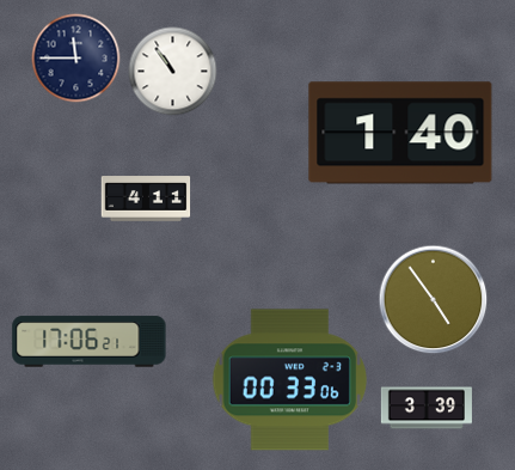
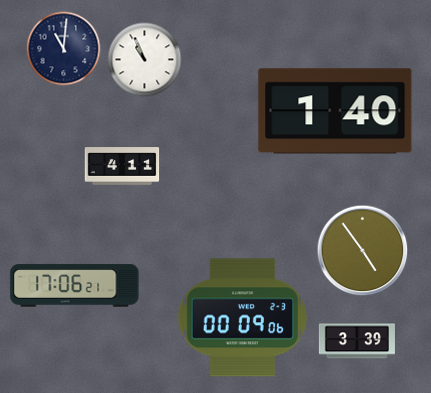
clock at (76, 59): 11:45 -> 11:01
clock at (173, 72): 10:54 -> 10:56
clock at (290, 380): 00:33 -> 00:09
